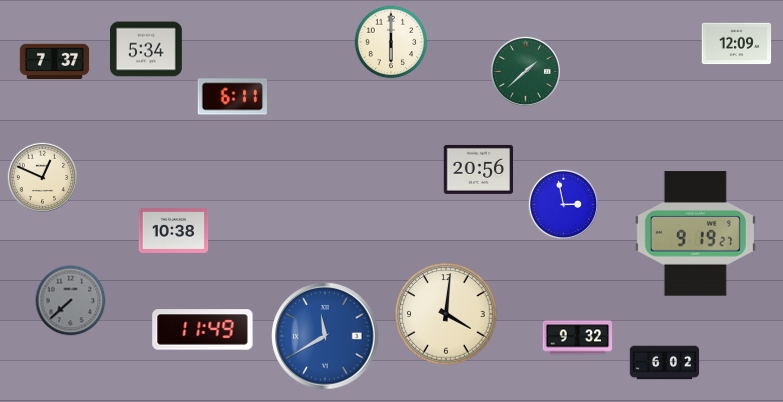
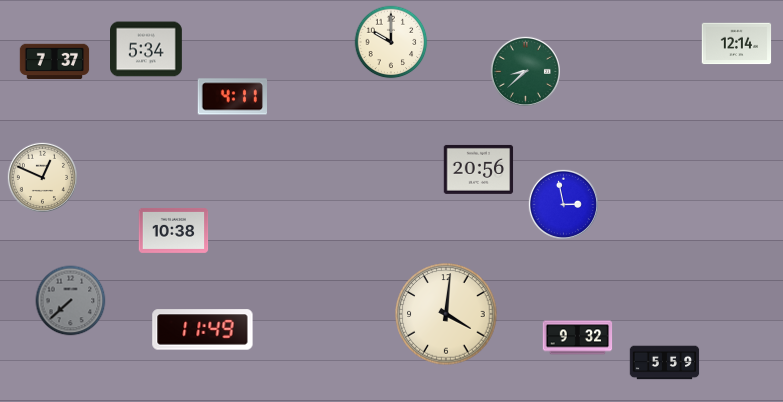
clock at (391, 42): 6:00 -> 10:00
clock at (737, 44): 12:09 -> 12:14
clock at (525, 71): 1:38 -> 8:38
clock at (232, 97): 6:11 -> 4:11
clock at (695, 234): 9:19 -> none
clock at (325, 336): 11:40 -> none
clock at (665, 363): 6:02 -> 5:59
